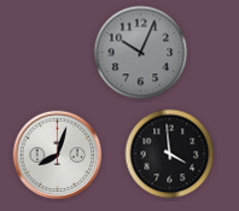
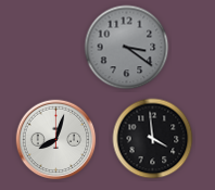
clock at (141, 53): 10:04 -> 3:21
clock at (58, 156) position: (58, 156) -> (56, 140)
